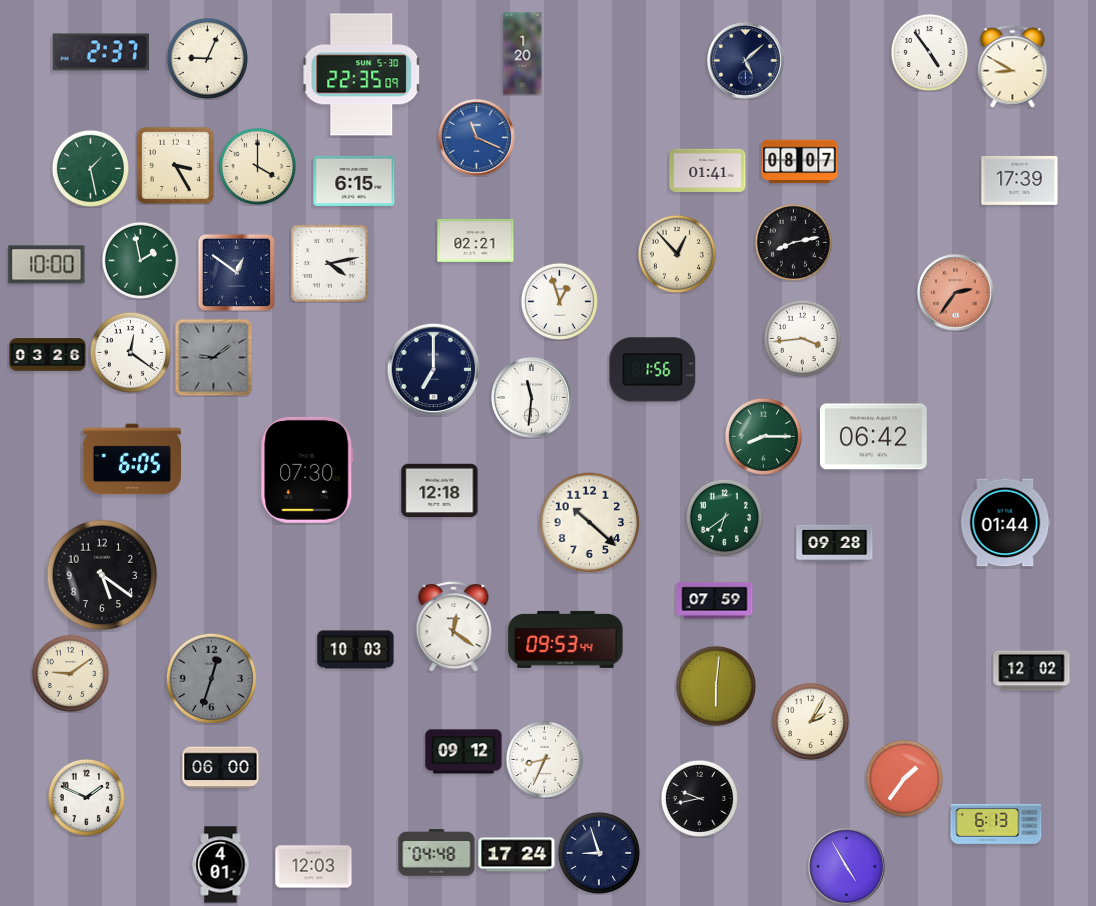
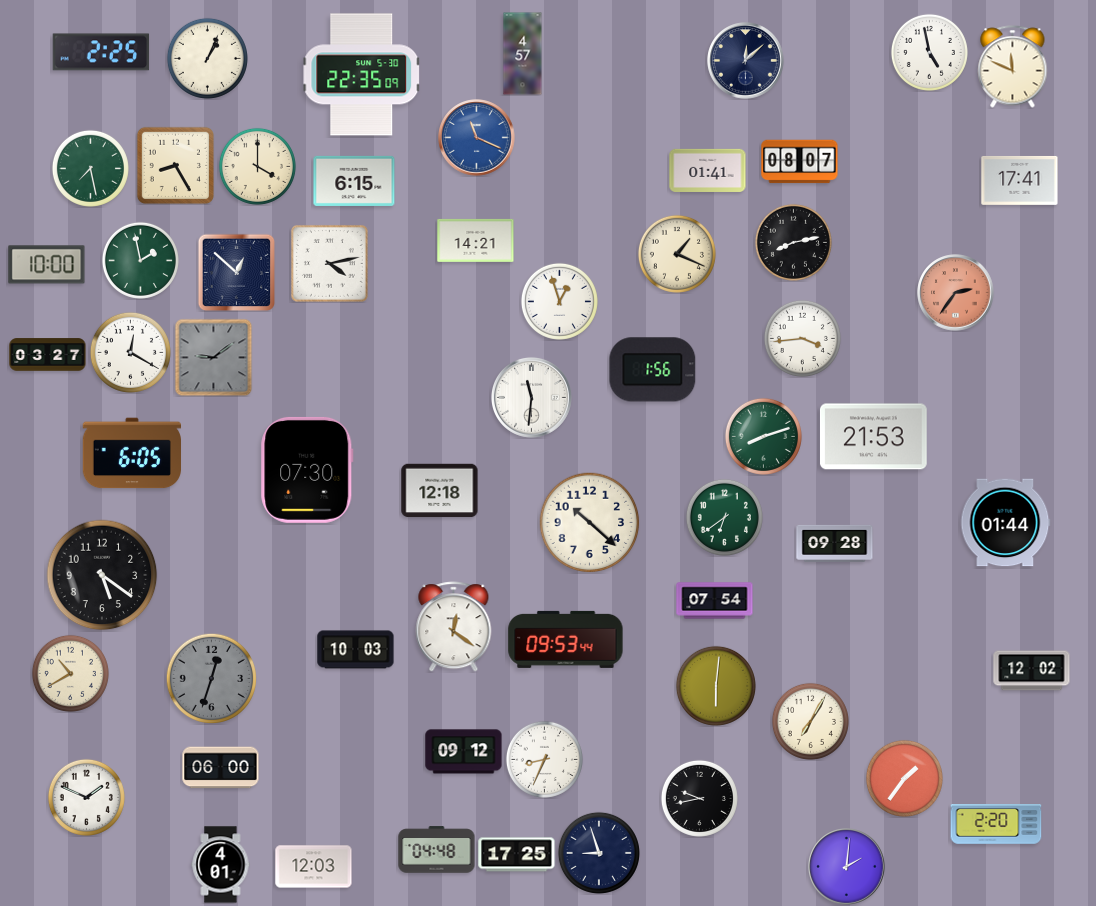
clock at (101, 52): 2:37 -> 2:25
clock at (929, 52): 4:54 -> 4:58
clock at (523, 54): 1:20 -> 4:57
clock at (207, 58): 9:04 -> 1:04
clock at (746, 61): 5:08 -> 12:08
clock at (1013, 67): 8:50 -> 11:49
clock at (175, 165): 3:25 -> 8:25
clock at (90, 168): 1:28 -> 7:28
clock at (1020, 180): 17:39 -> 17:41
clock at (476, 240): 02:21 -> 14:21
clock at (677, 254): 12:53 -> 1:19
clock at (236, 272): 12:51 -> 12:52
clock at (130, 352): 12:21 -> 12:20
clock at (48, 355): 03:26 -> 03:27
clock at (433, 369): 7:00 -> none
clock at (763, 436): 8:15 -> 8:12
clock at (873, 437): 06:42 -> 21:53
clock at (131, 459) position: (131, 459) -> (131, 453)
clock at (715, 601): 07:59 -> 07:54
clock at (70, 673): 9:09 -> 10:40
clock at (810, 721): 2:05 -> 7:05
clock at (996, 824): 6:13 -> 2:20
clock at (437, 853) position: (437, 853) -> (437, 850)
clock at (517, 855): 17:24 -> 17:25
clock at (847, 867): 4:55 -> 2:01
